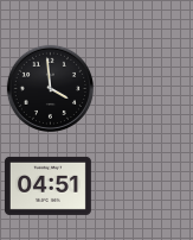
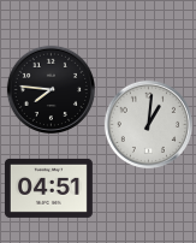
clock at (50, 88): 3:59 -> 7:46
clock at (148, 124): none -> 1:01
